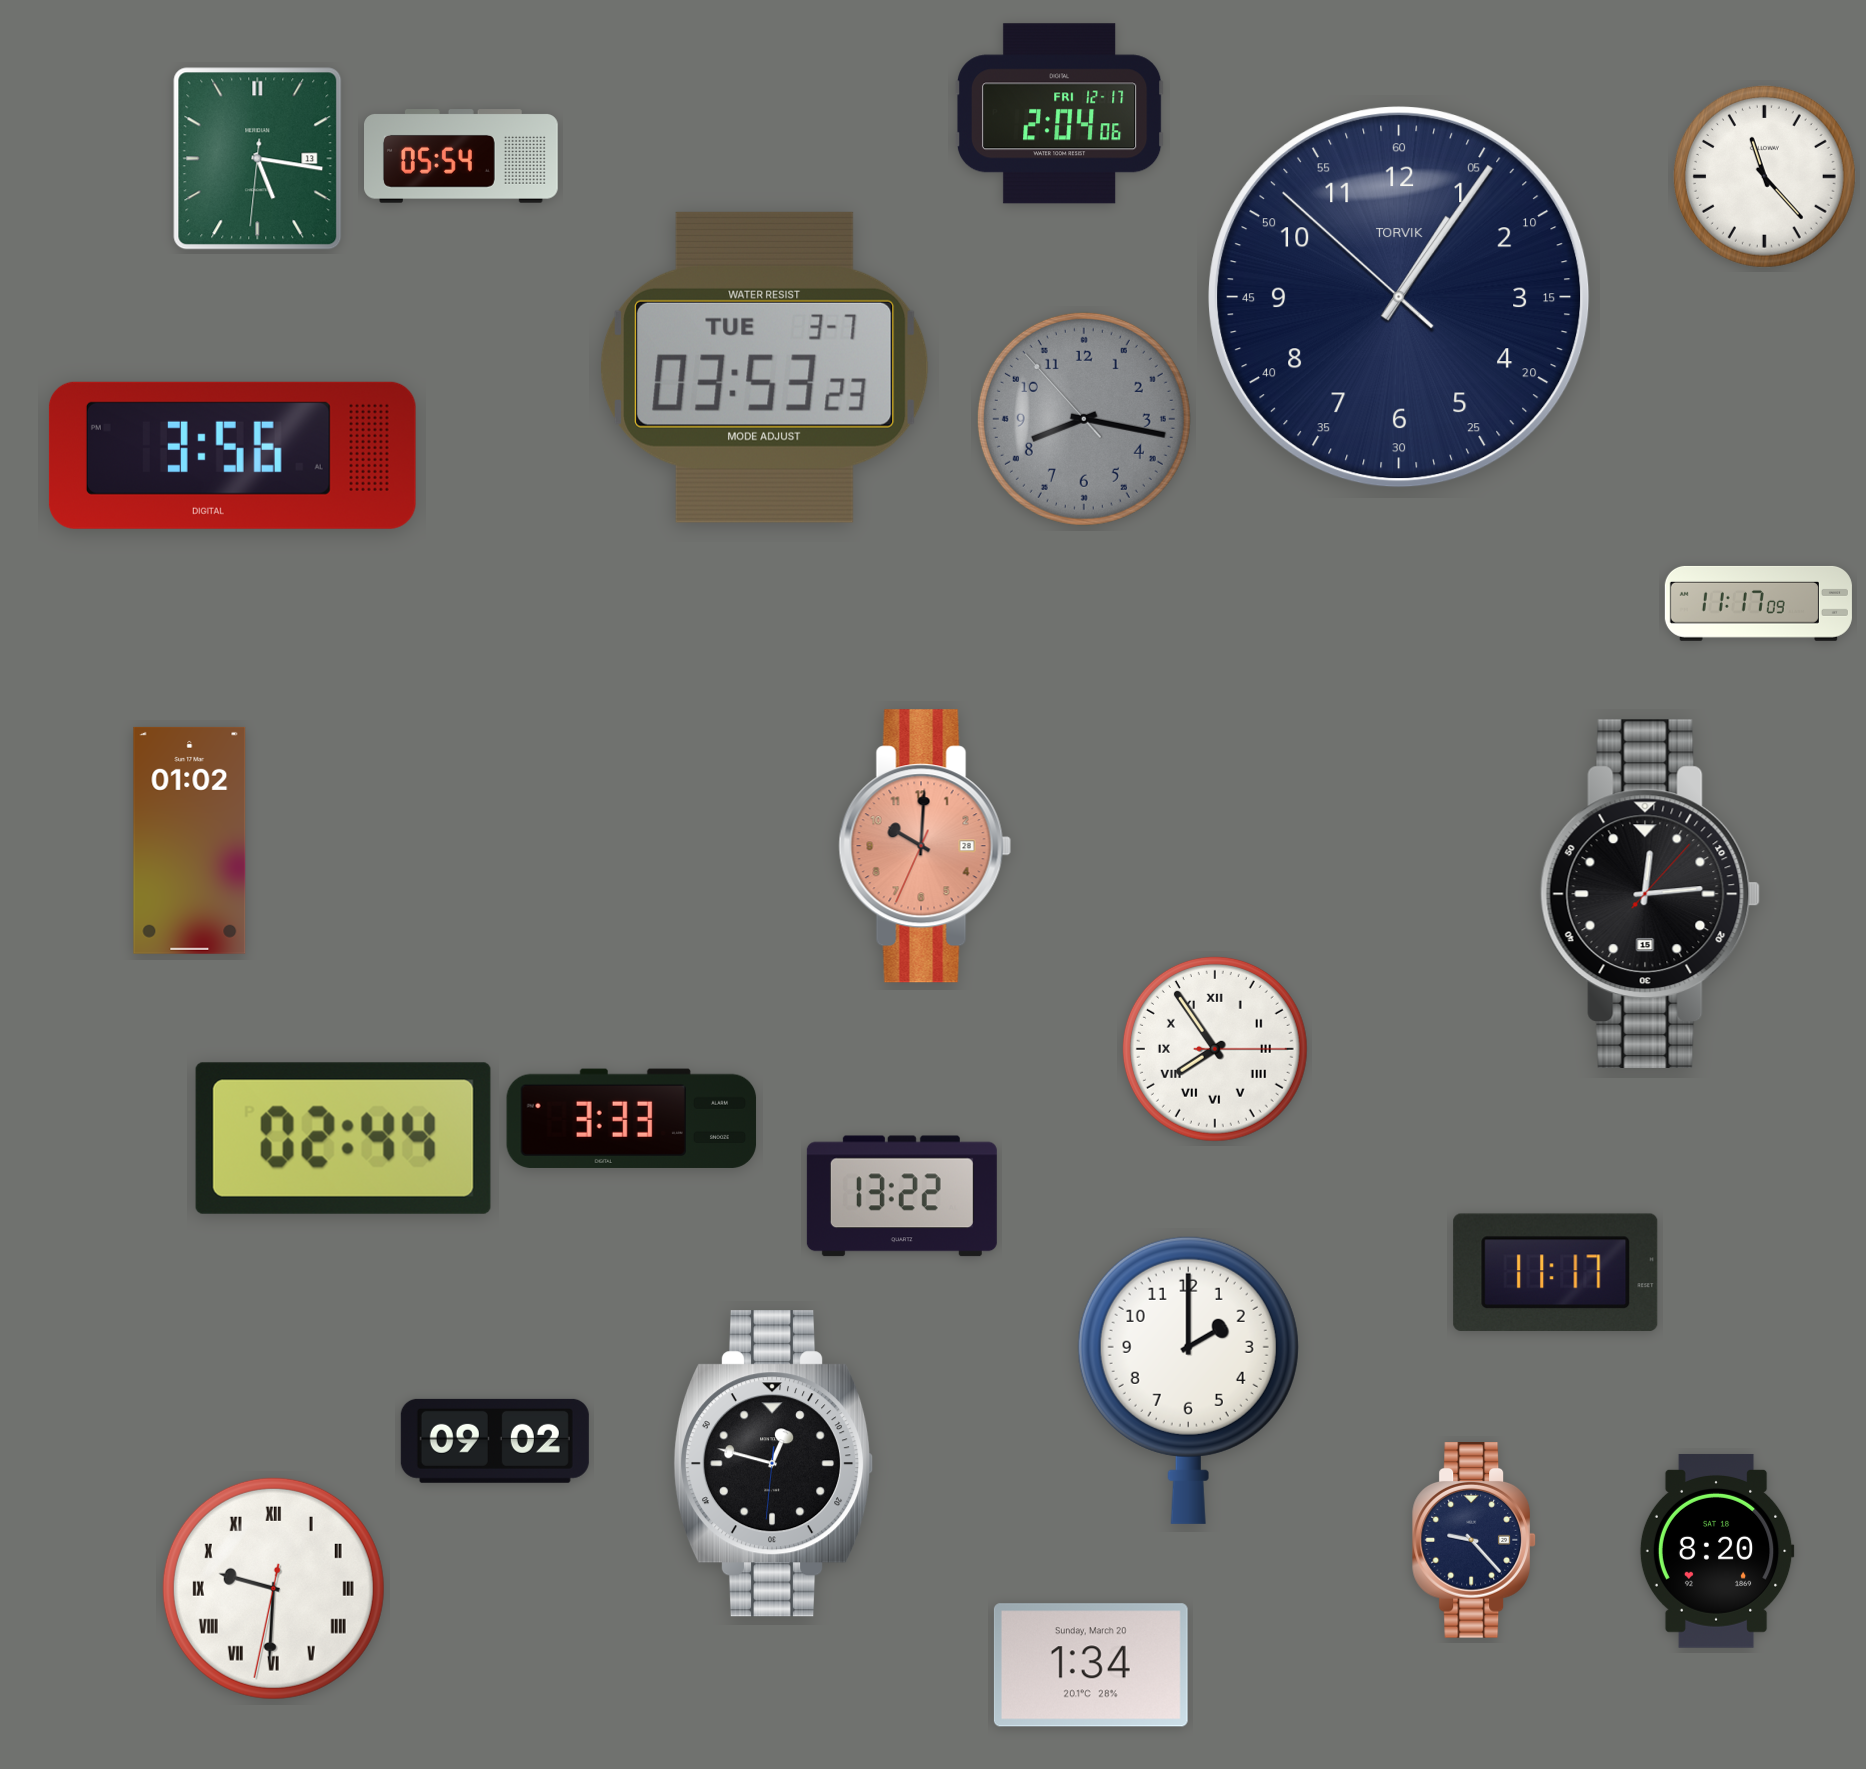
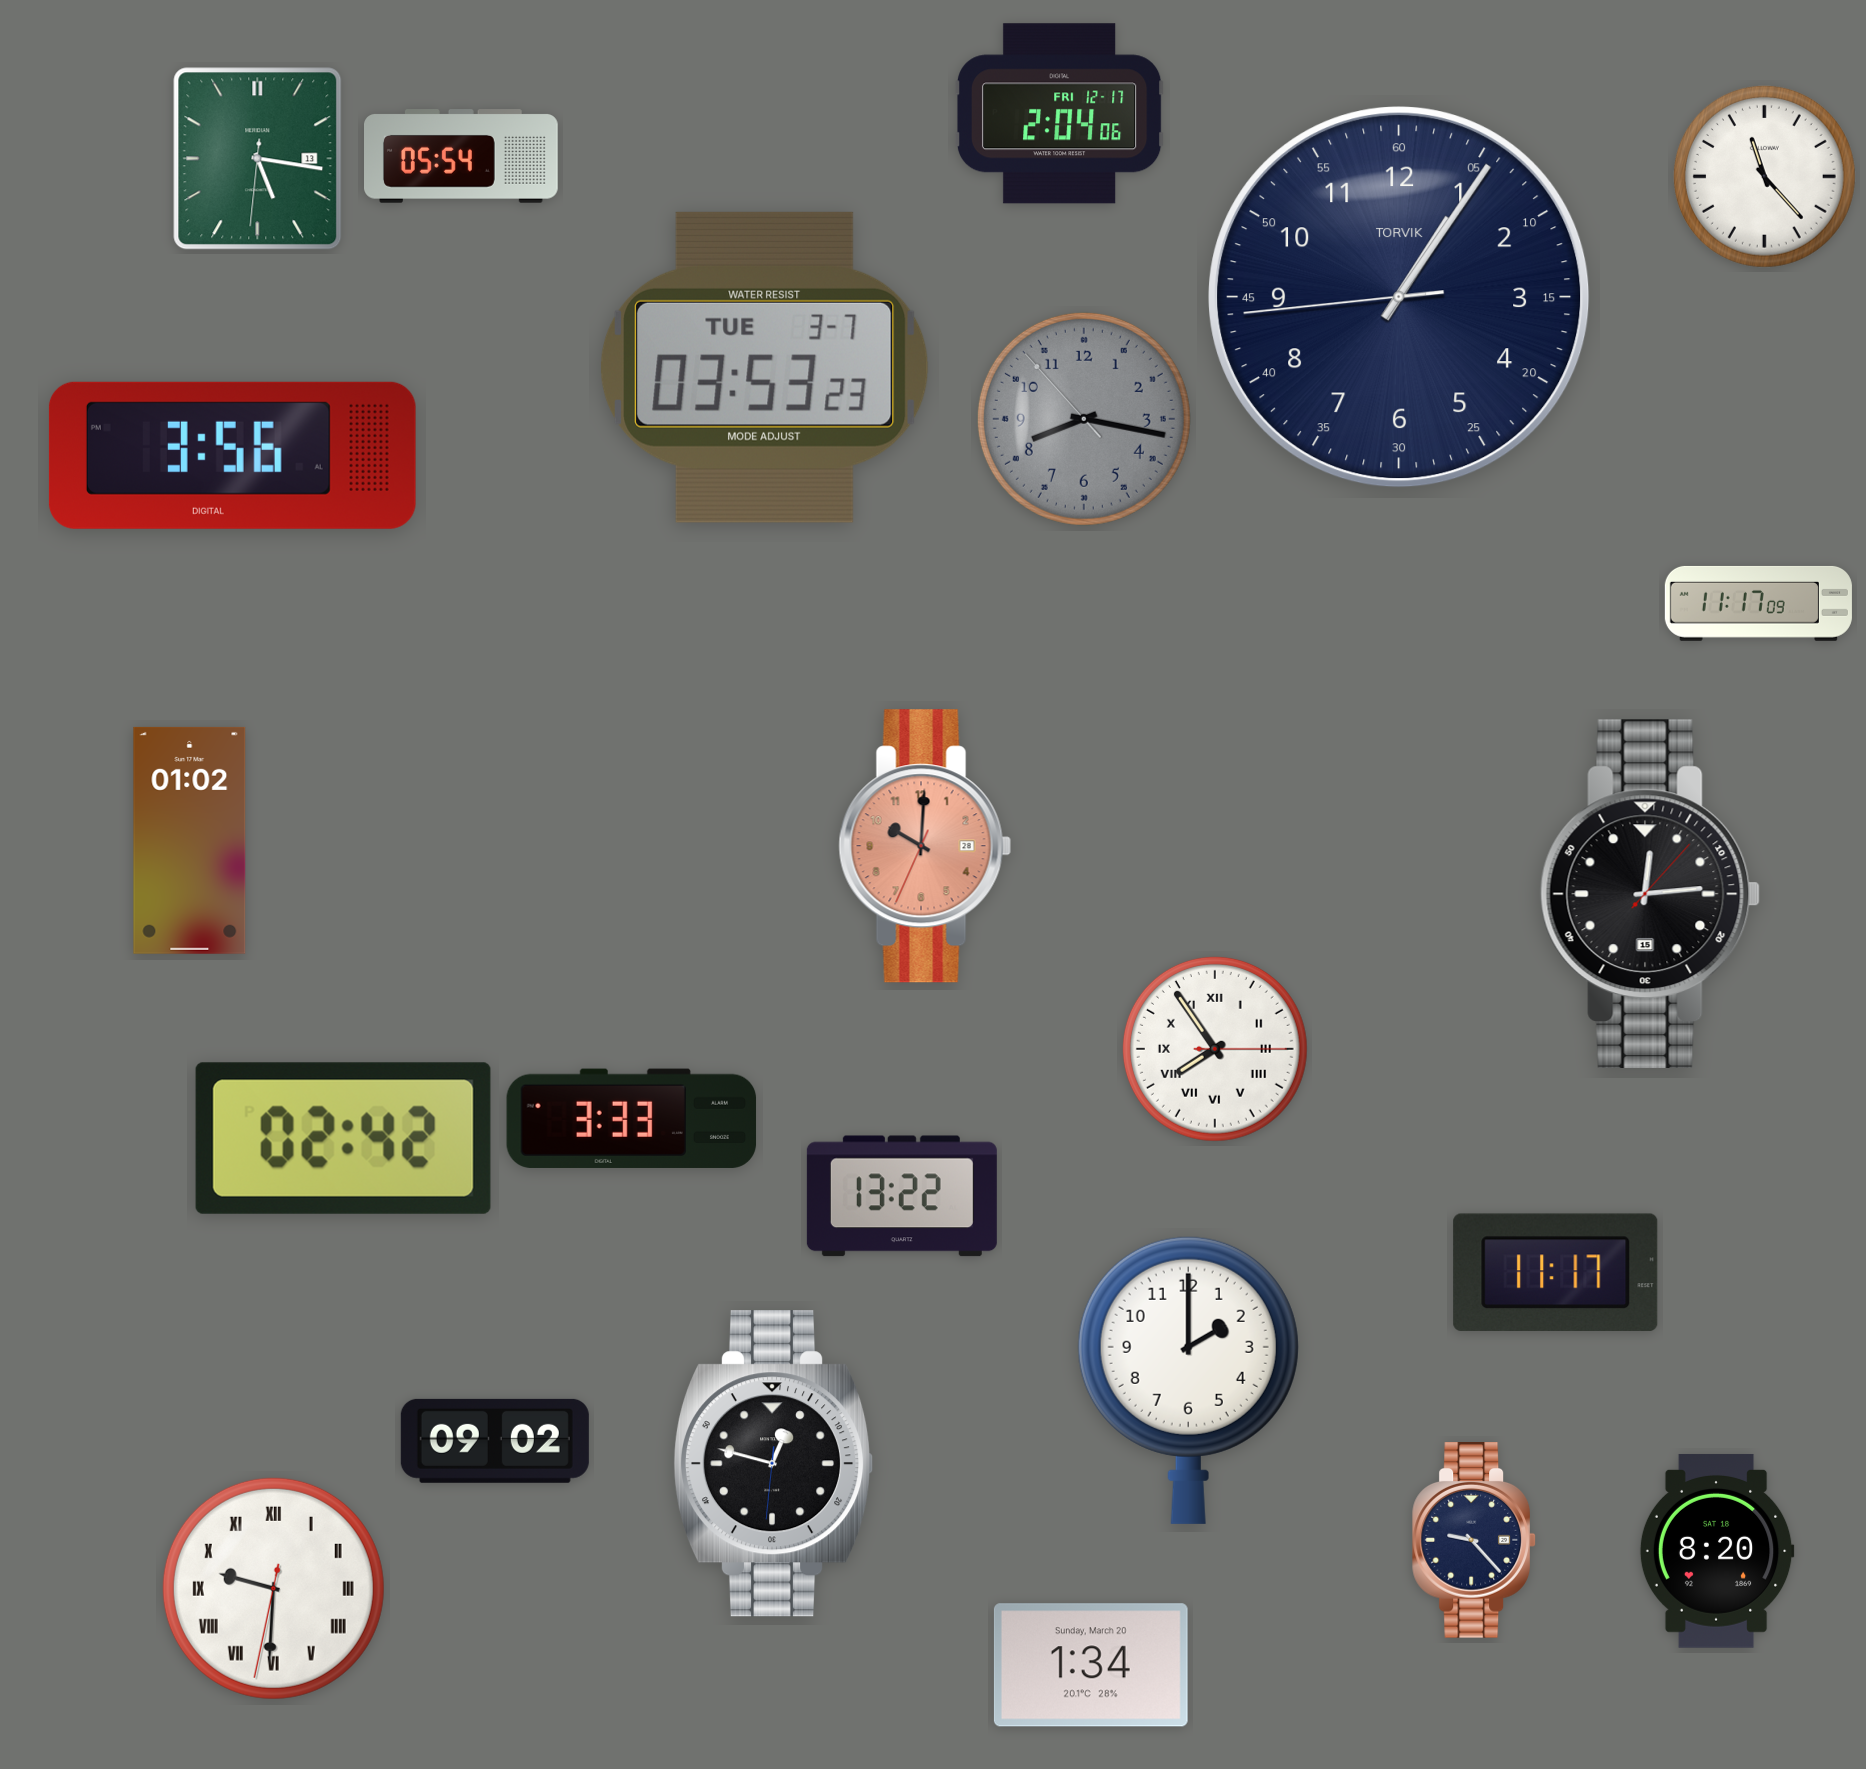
clock at (1399, 297): 1:05:52 -> 1:05:44
clock at (343, 1138): 02:44 -> 02:42
